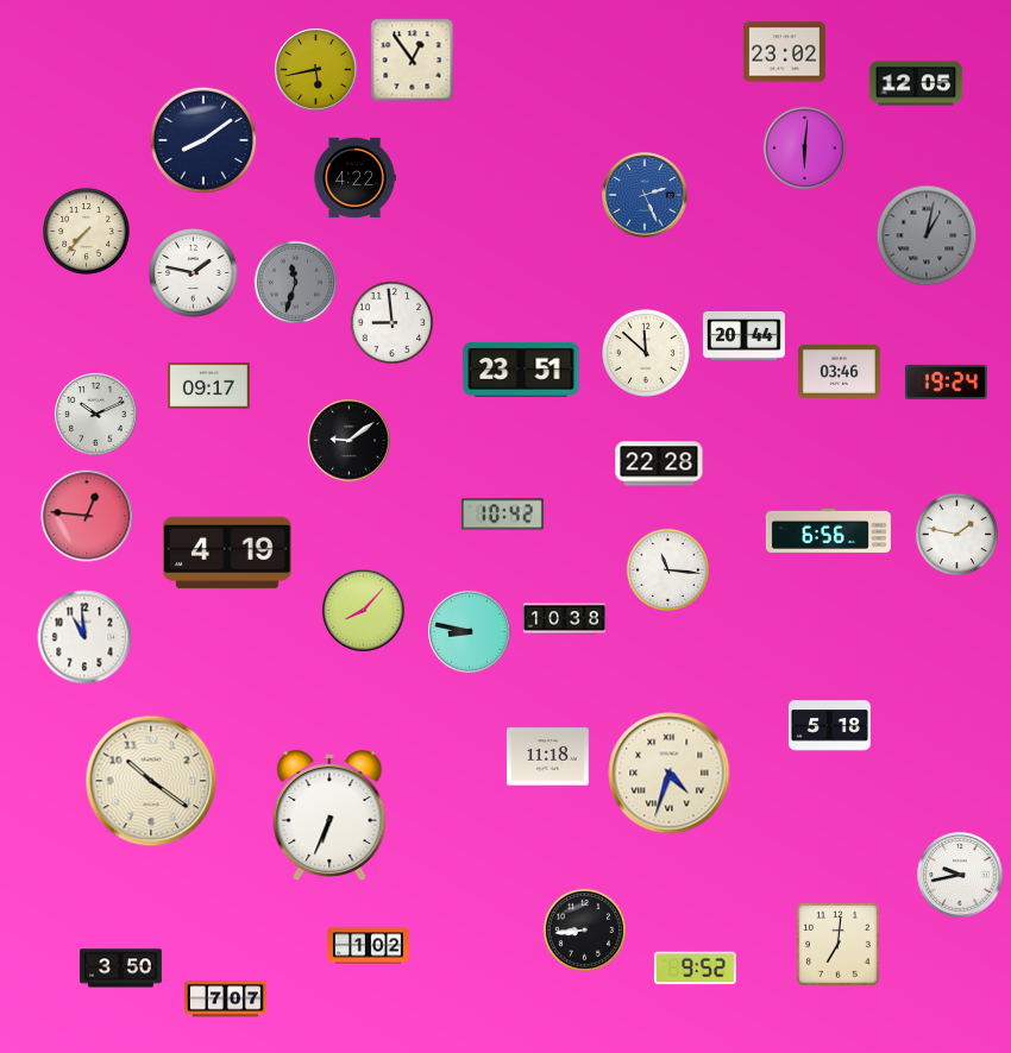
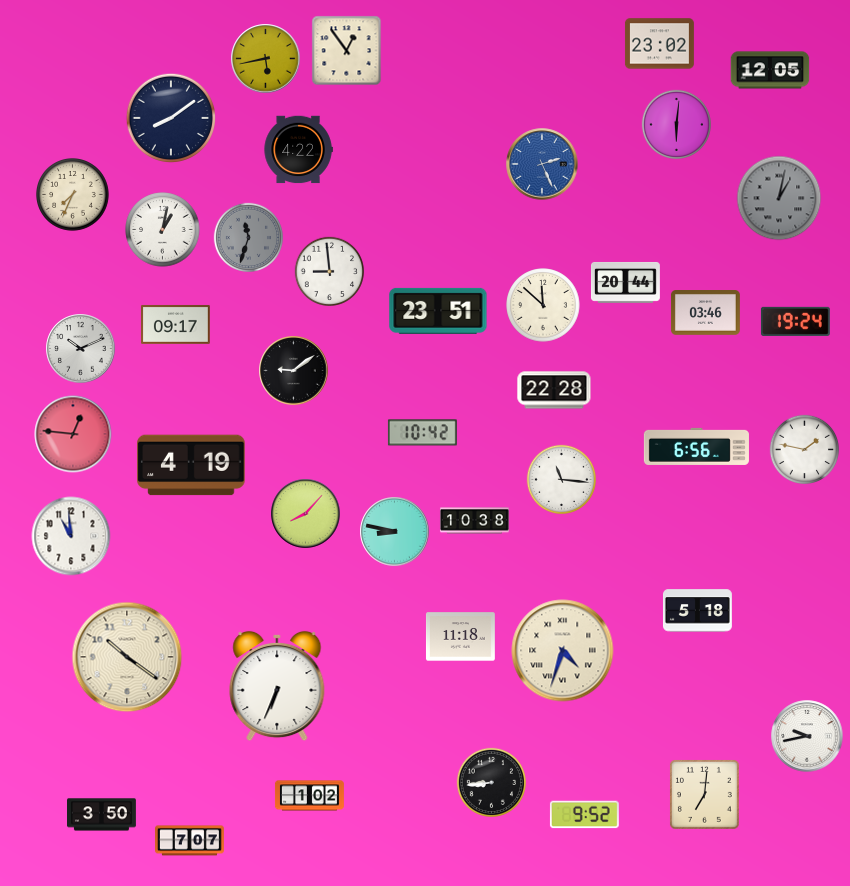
clock at (87, 232): 7:37 -> 7:34
clock at (194, 273): 1:47 -> 1:02
clock at (646, 353) position: (646, 353) -> (543, 305)
